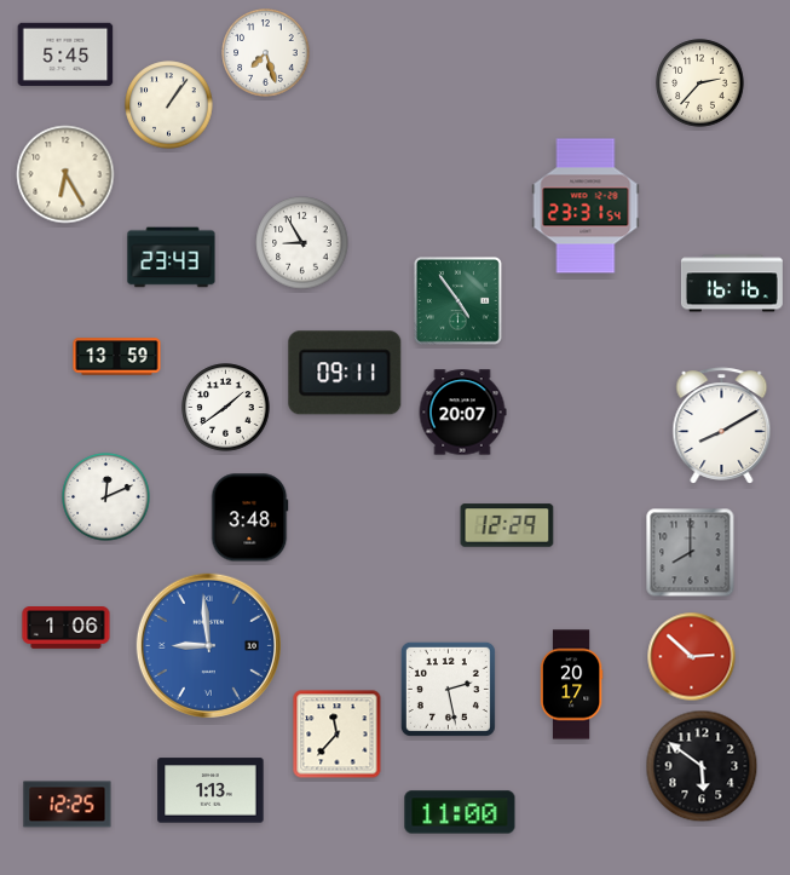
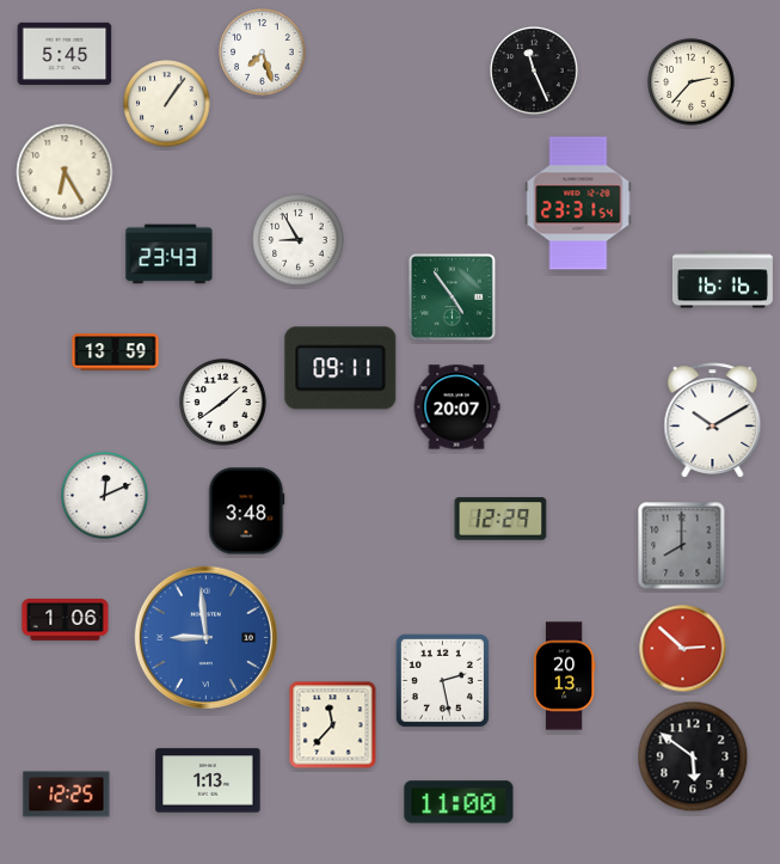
clock at (534, 71): none -> 11:26
clock at (722, 426): 8:10 -> 10:10
clock at (106, 497) position: (106, 497) -> (105, 496)
clock at (571, 685): 20:17 -> 20:13
clock at (460, 812) position: (460, 812) -> (459, 802)
